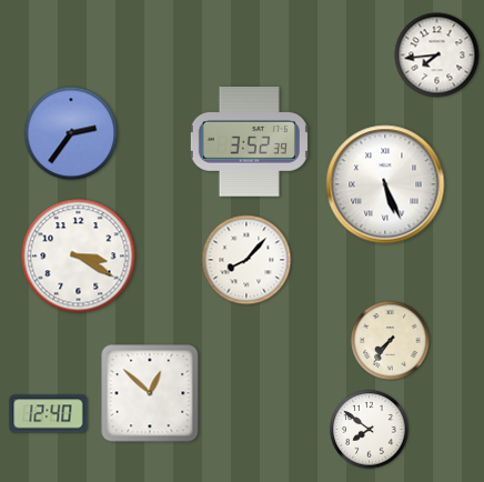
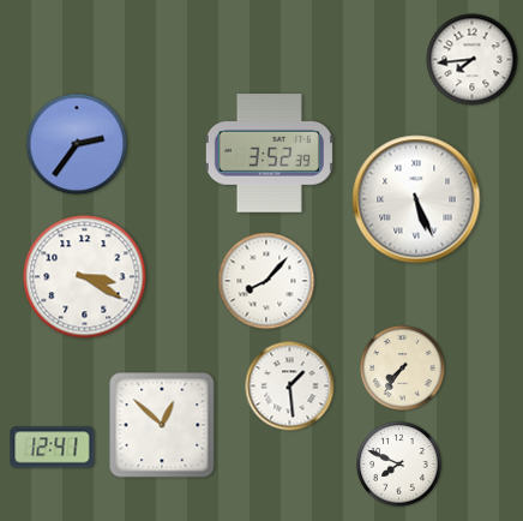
clock at (391, 341) position: (391, 341) -> (403, 369)
clock at (290, 387): none -> 1:29
clock at (49, 414): 12:40 -> 12:41
clock at (370, 430): 7:51 -> 7:49
